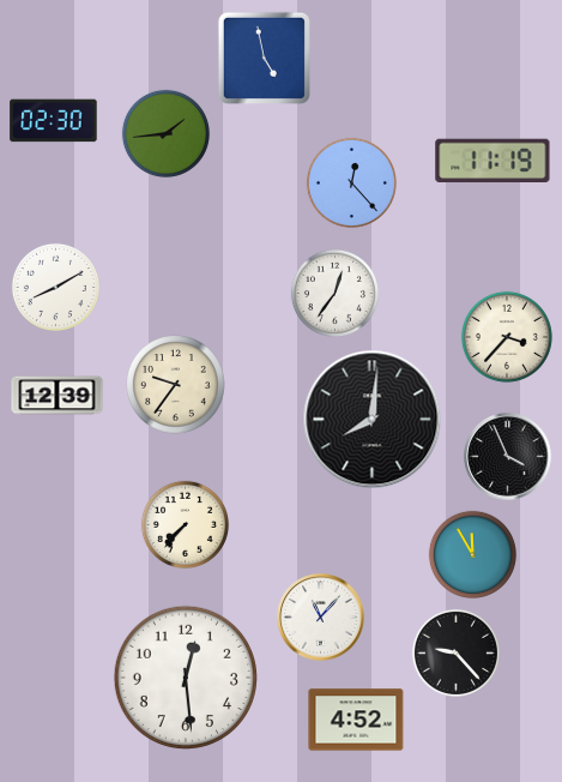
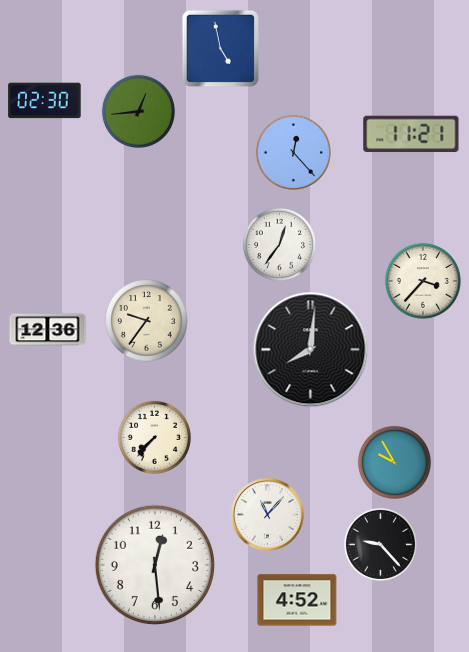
clock at (165, 133): 1:44 -> 12:44
clock at (492, 161): 11:19 -> 11:21
clock at (55, 287): 8:10 -> none
clock at (58, 396): 12:39 -> 12:36
clock at (508, 457): 3:56 -> none
clock at (472, 554): 11:55 -> 9:55
